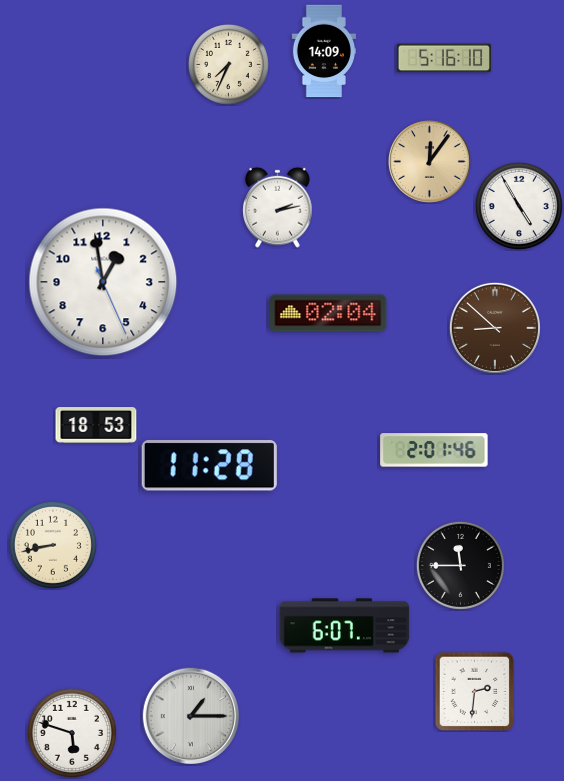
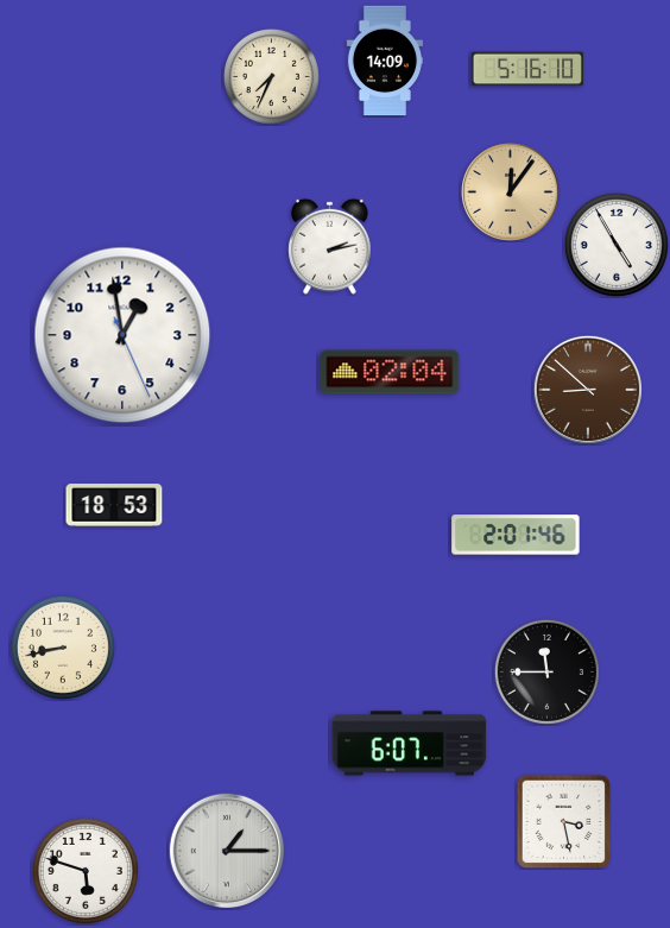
clock at (209, 466): 11:28 -> none
clock at (474, 691): 2:31 -> 3:28
